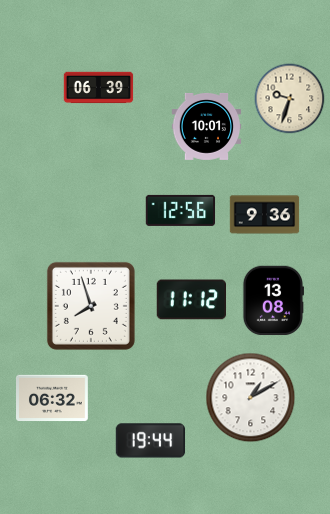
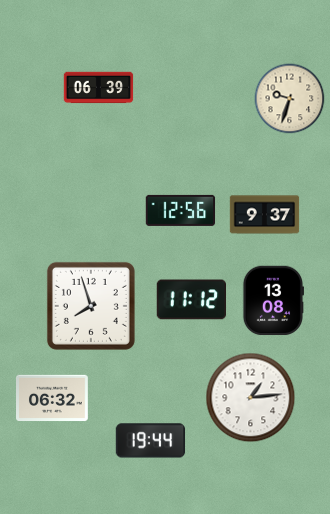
clock at (207, 126): 10:01 -> none
clock at (265, 215): 9:36 -> 9:37
clock at (251, 398): 1:10 -> 1:14
